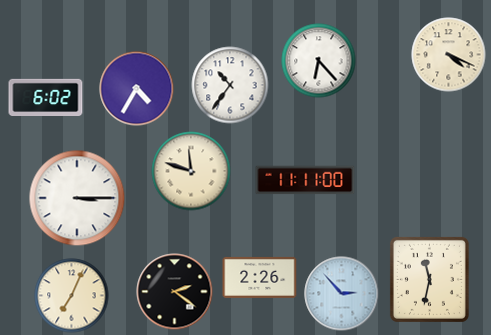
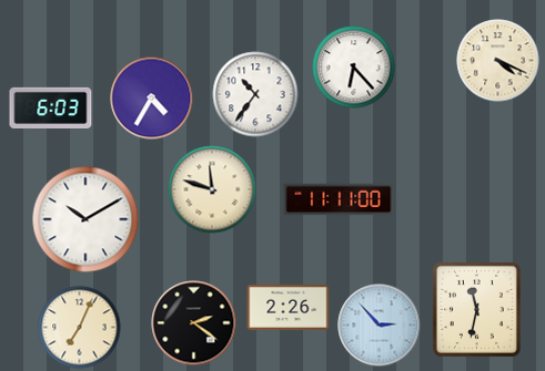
clock at (46, 97): 6:02 -> 6:03
clock at (77, 198): 3:15 -> 10:10
